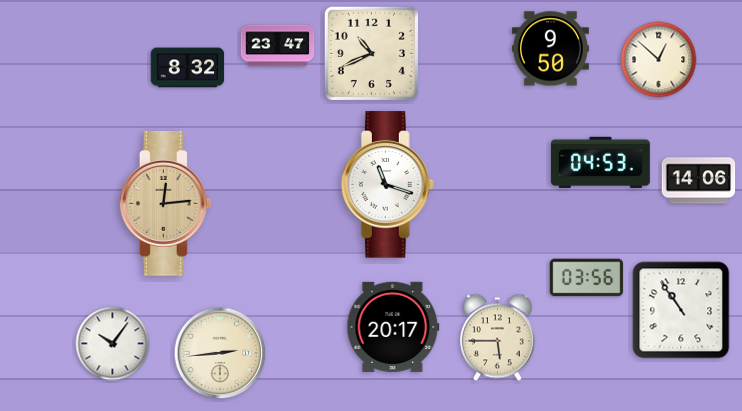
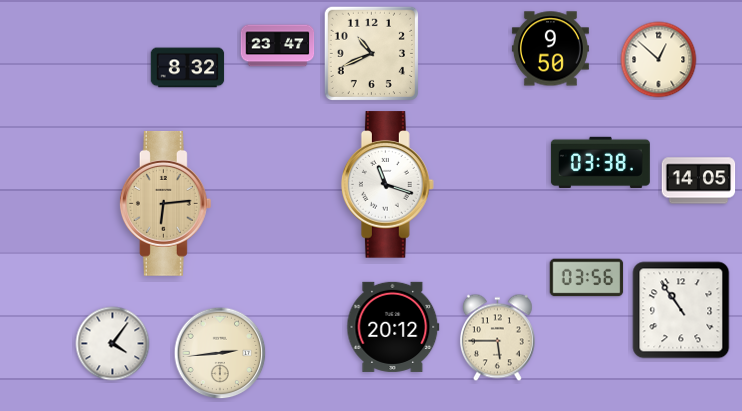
clock at (600, 162): 04:53 -> 03:38
clock at (699, 181): 14:06 -> 14:05
clock at (165, 203): 12:14 -> 6:14
clock at (393, 327): 20:17 -> 20:12
clock at (113, 344): 10:06 -> 4:06
